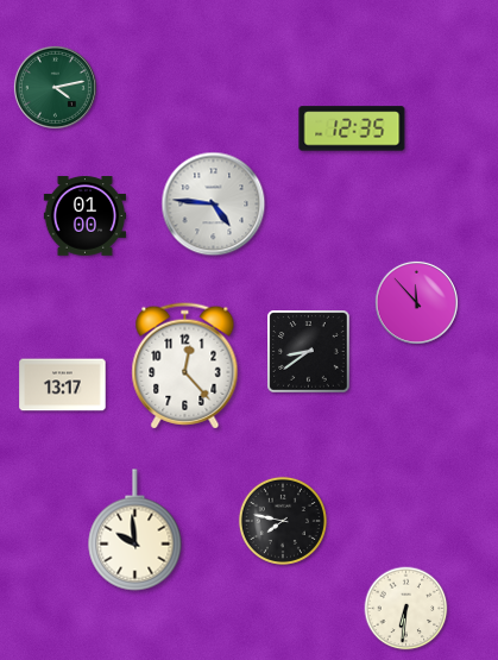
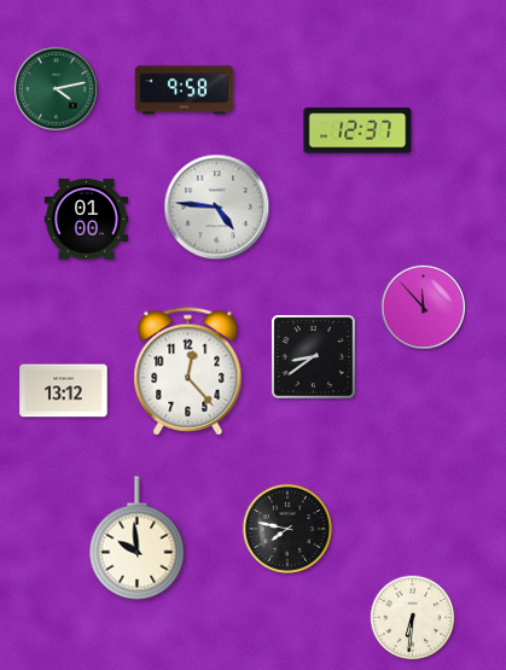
clock at (185, 91): none -> 9:58
clock at (352, 128): 12:35 -> 12:37
clock at (63, 385): 13:17 -> 13:12
